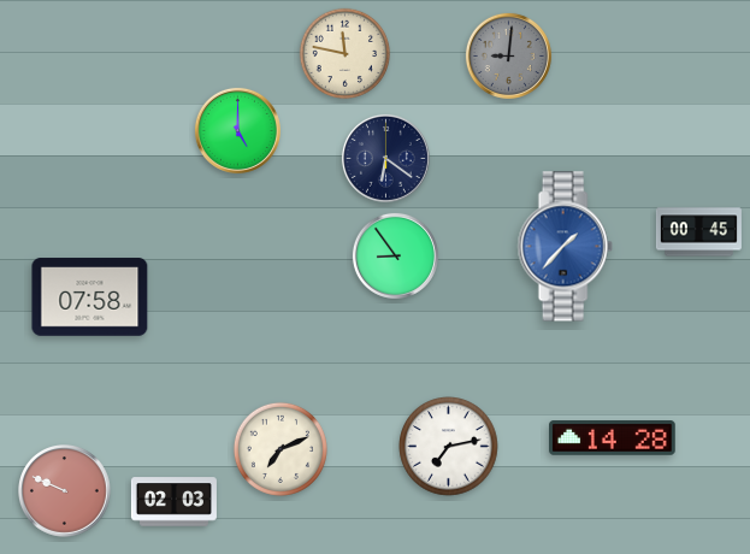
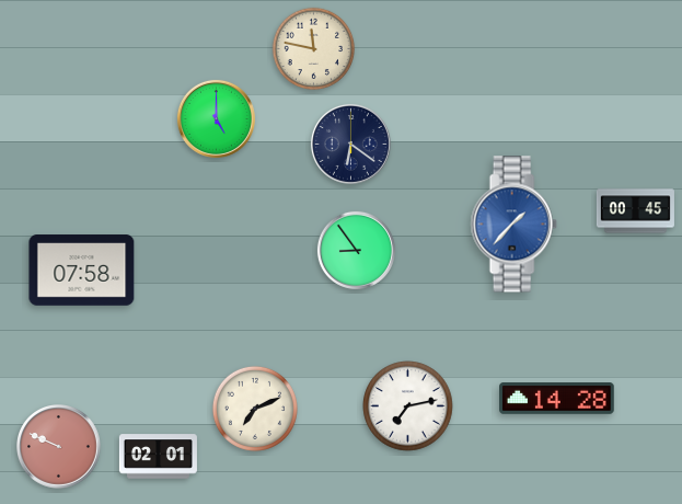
clock at (508, 55): 9:01 -> none
clock at (395, 255) position: (395, 255) -> (356, 250)
clock at (173, 502): 02:03 -> 02:01
